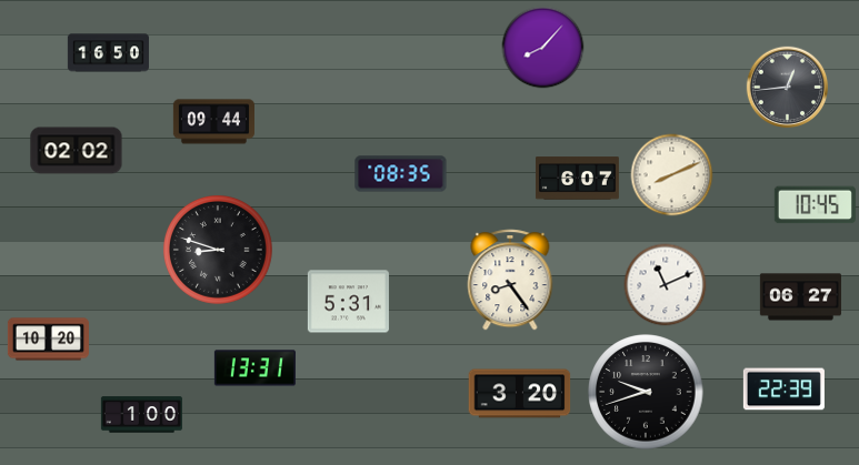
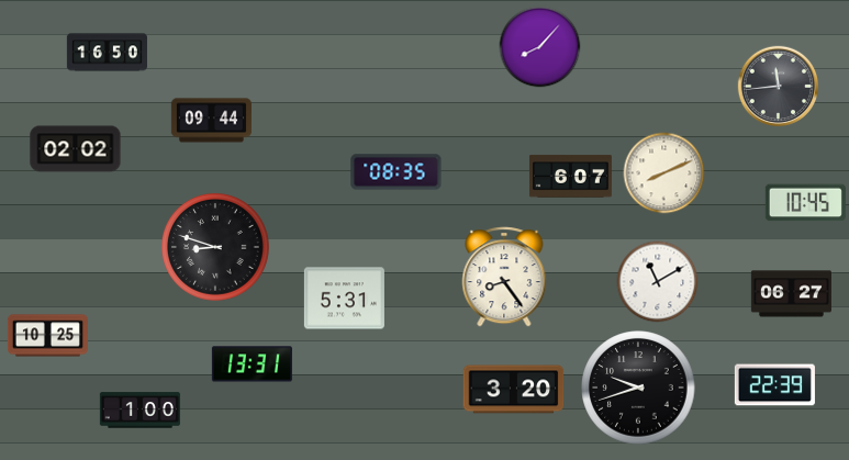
clock at (543, 48) position: (543, 48) -> (540, 47)
clock at (788, 88): 12:44 -> 11:44
clock at (666, 285): 11:11 -> 11:10
clock at (48, 340): 10:20 -> 10:25
